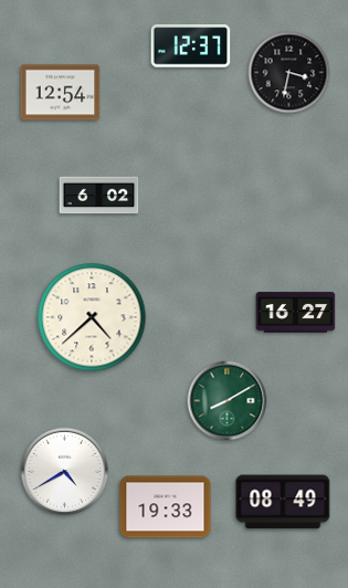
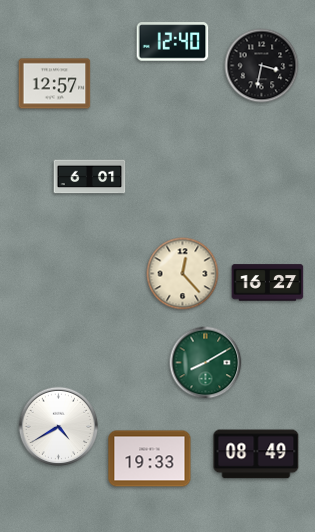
clock at (191, 46): 12:37 -> 12:40
clock at (61, 93): 12:54 -> 12:57
clock at (99, 196): 6:02 -> 6:01
clock at (183, 274): none -> 12:23
clock at (92, 317): 4:38 -> none
